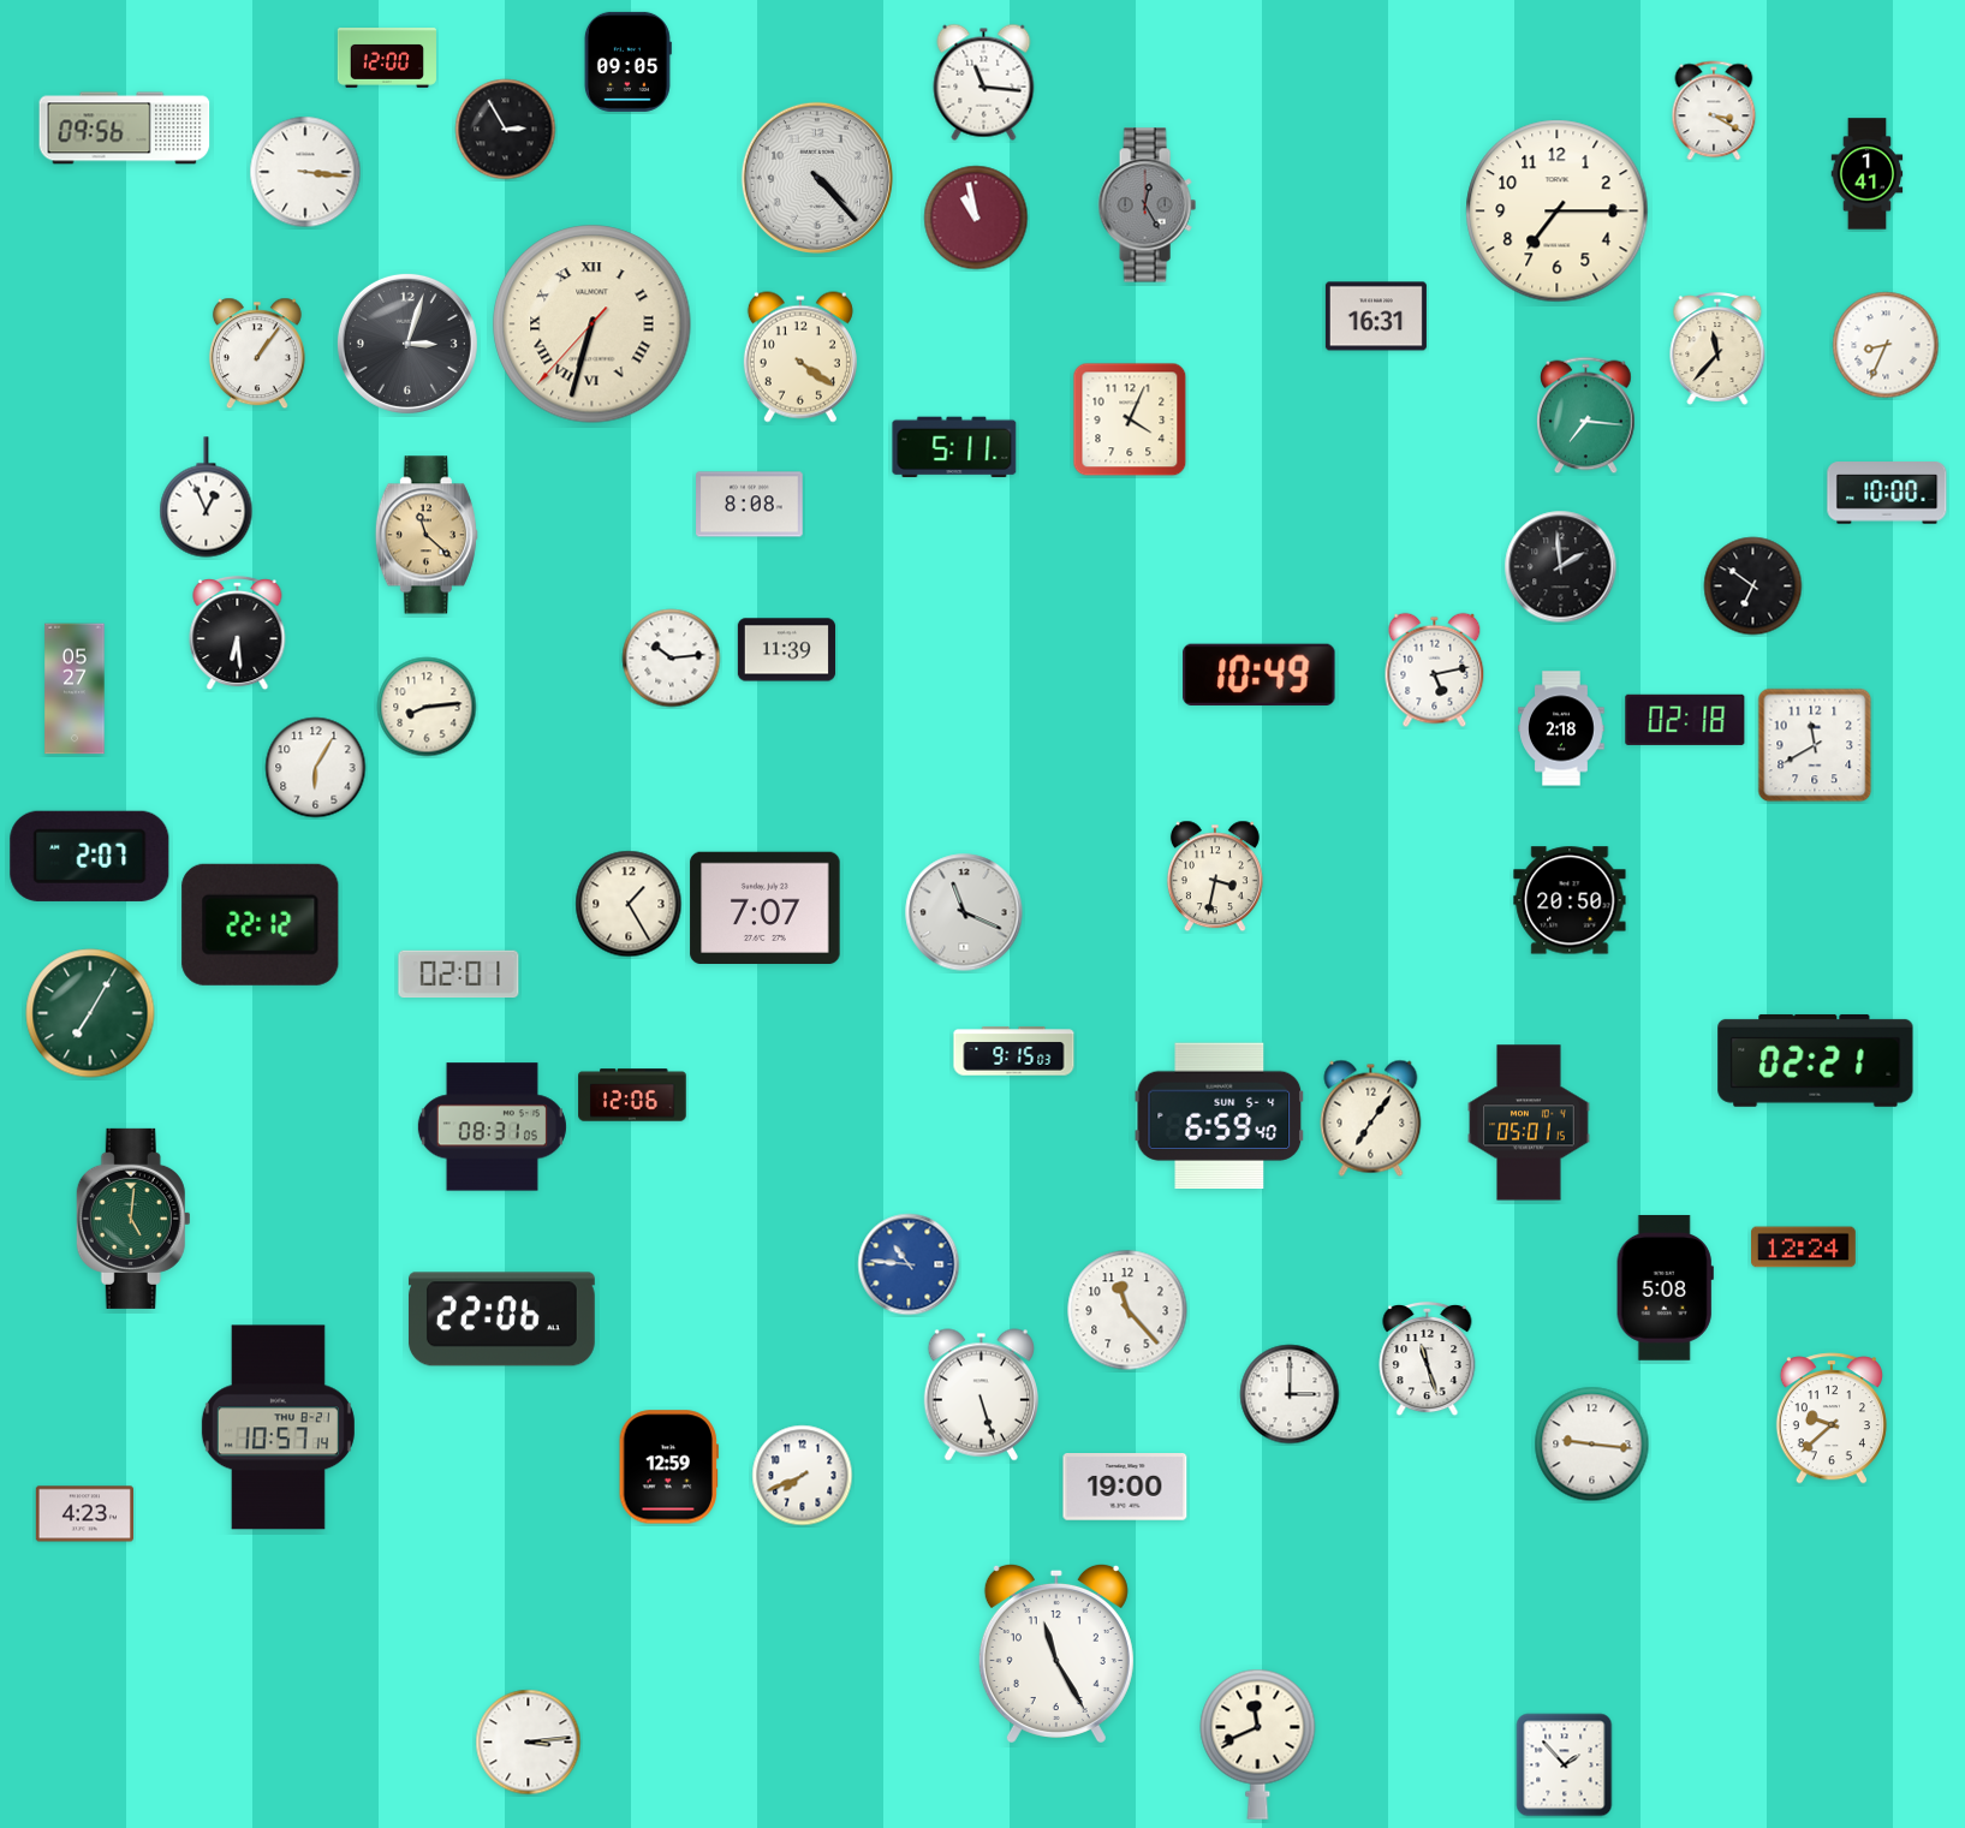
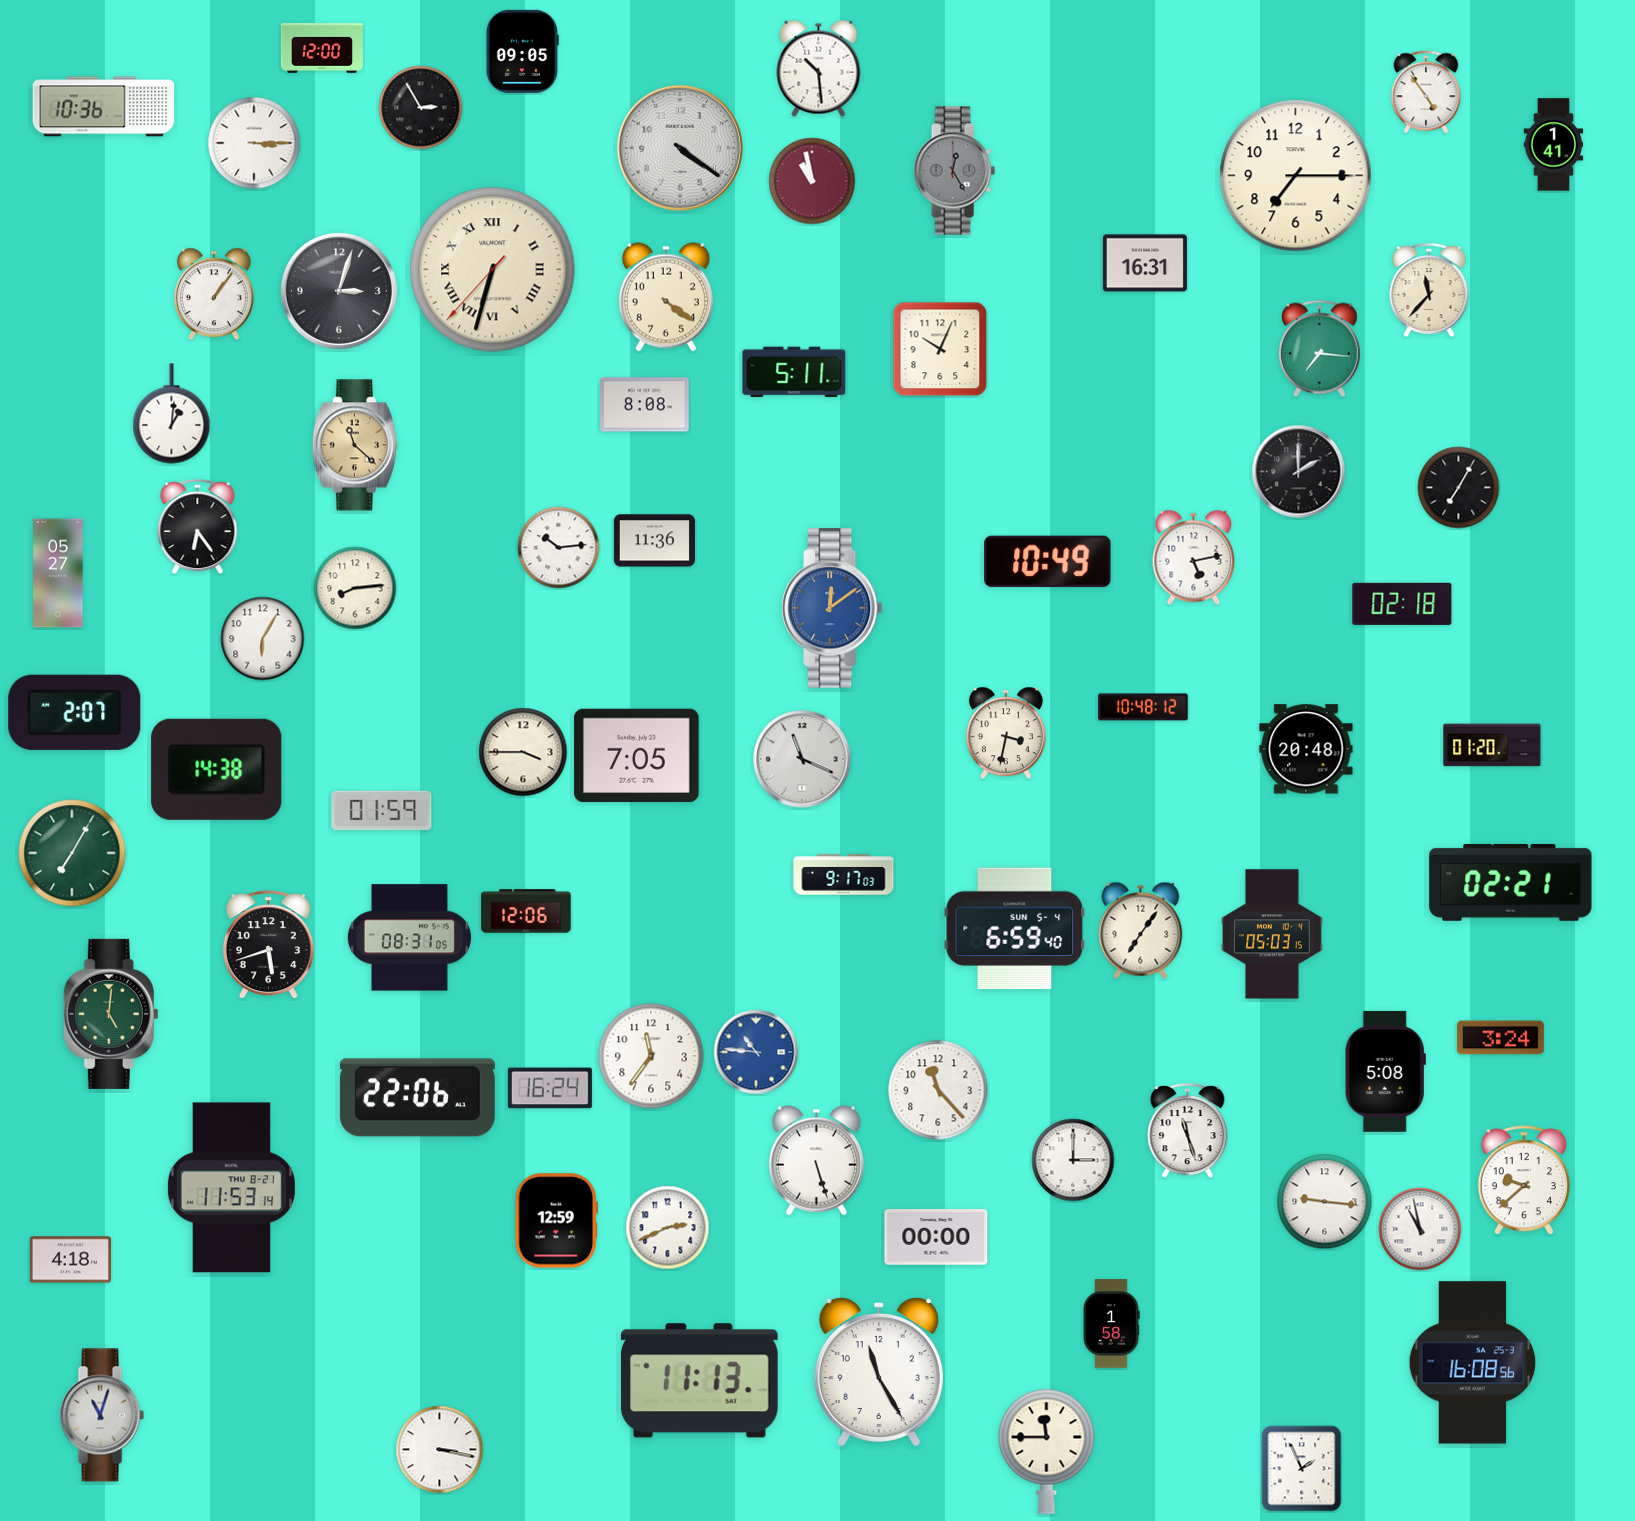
clock at (984, 82): 11:16 -> 10:29
clock at (1714, 111): 3:20 -> 4:54
clock at (125, 129): 09:56 -> 10:36
clock at (305, 172): 3:16 -> 3:15
clock at (817, 178): 4:23 -> 4:21
clock at (407, 344) position: (407, 344) -> (339, 291)
clock at (1886, 345): 8:34 -> none
clock at (1586, 416) position: (1586, 416) -> (1320, 349)
clock at (1130, 419): 4:04 -> 10:04
clock at (1887, 493): 10:00 -> none
clock at (207, 498): 12:56 -> 1:01
clock at (750, 505) position: (750, 505) -> (645, 405)
clock at (1561, 567): 1:59 -> 2:00
clock at (1753, 586): 6:51 -> 7:05
clock at (238, 633): 6:29 -> 6:24
clock at (786, 650): 11:39 -> 11:36
clock at (75, 689) position: (75, 689) -> (58, 573)
clock at (1685, 720) position: (1685, 720) -> (1402, 604)
clock at (1561, 728): 2:18 -> none
clock at (833, 608): none -> 12:09
clock at (1815, 745): 11:40 -> none
clock at (1143, 707): none -> 10:48
clock at (1215, 876) position: (1215, 876) -> (1006, 733)
clock at (1492, 745): none -> 01:20
clock at (1570, 900): 20:50 -> 20:48
clock at (629, 904): 1:25 -> 3:45
clock at (766, 907): 7:07 -> 7:05
clock at (261, 924): 22:12 -> 14:38
clock at (459, 975): 02:01 -> 01:59
clock at (90, 1013) position: (90, 1013) -> (72, 853)
clock at (1014, 1052): 9:15 -> 9:17
clock at (1529, 1123): 05:01 -> 05:03
clock at (268, 945): none -> 5:42
clock at (1804, 1248): 12:24 -> 3:24
clock at (651, 1056): none -> 11:36
clock at (550, 1088): none -> 16:24
clock at (278, 1428): 10:57 -> 11:53
clock at (803, 1476): 7:41 -> 2:41
clock at (1420, 1229): none -> 10:58
clock at (1125, 1488): 19:00 -> 00:00
clock at (84, 1514): 4:23 -> 4:18
clock at (1111, 1324): none -> 1:58
clock at (1473, 1363): none -> 16:08
clock at (1056, 1653) position: (1056, 1653) -> (879, 1371)
clock at (699, 1381): none -> 11:13
clock at (102, 1415): none -> 11:03
clock at (529, 1743): 3:14 -> 3:17
clock at (1258, 1744): 11:41 -> 11:45
clock at (1565, 1766): 1:53 -> 1:56
